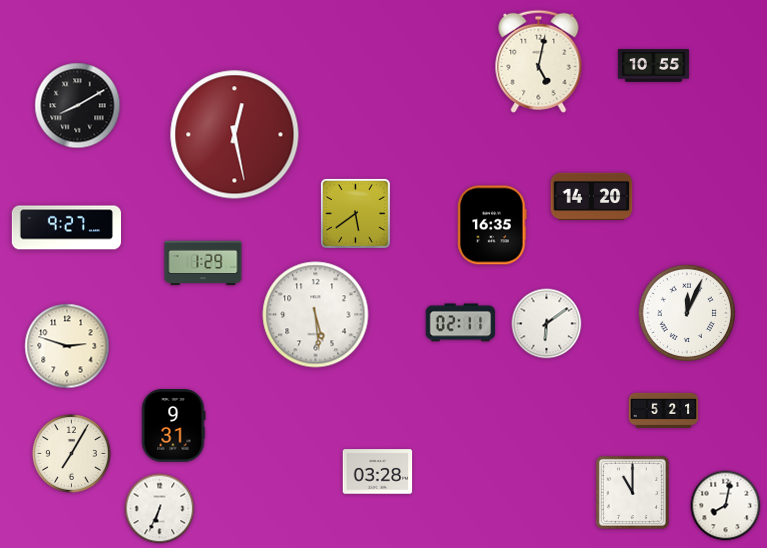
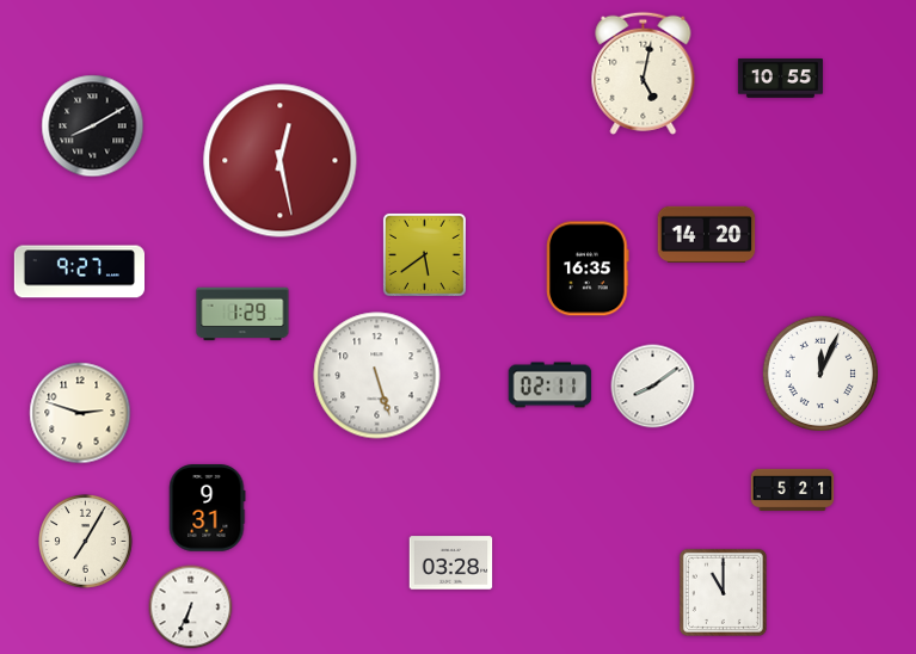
clock at (316, 315): 5:29 -> 5:27
clock at (547, 324): 6:09 -> 8:09
clock at (632, 492) position: (632, 492) -> (723, 592)
clock at (726, 506): 8:02 -> none
